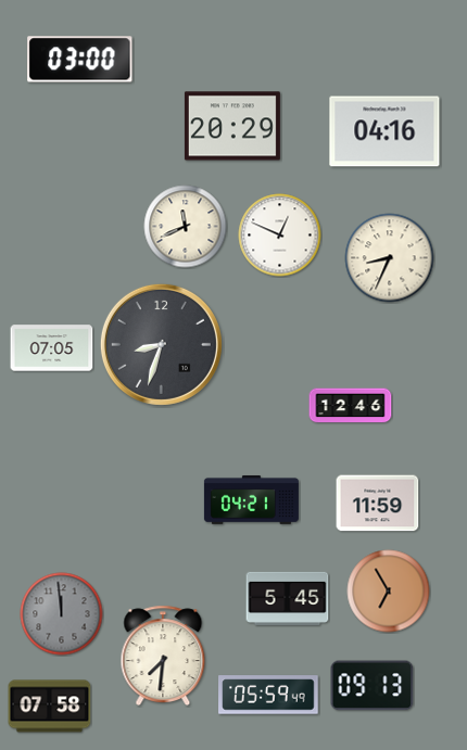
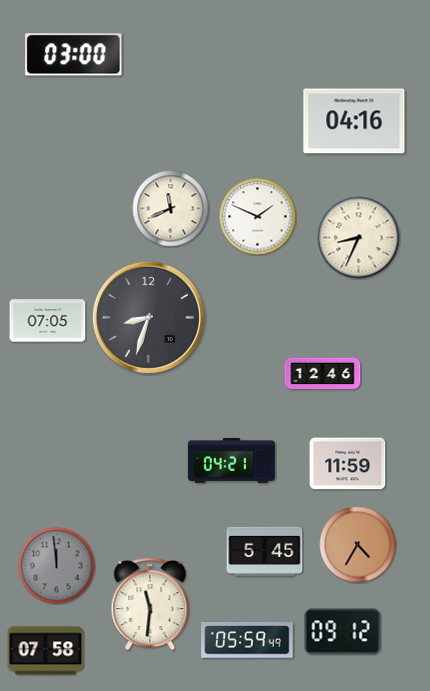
clock at (232, 126): 20:29 -> none
clock at (280, 236): 12:49 -> 1:49
clock at (389, 592): 6:55 -> 4:35
clock at (163, 656): 7:31 -> 11:31
clock at (373, 686): 09:13 -> 09:12
